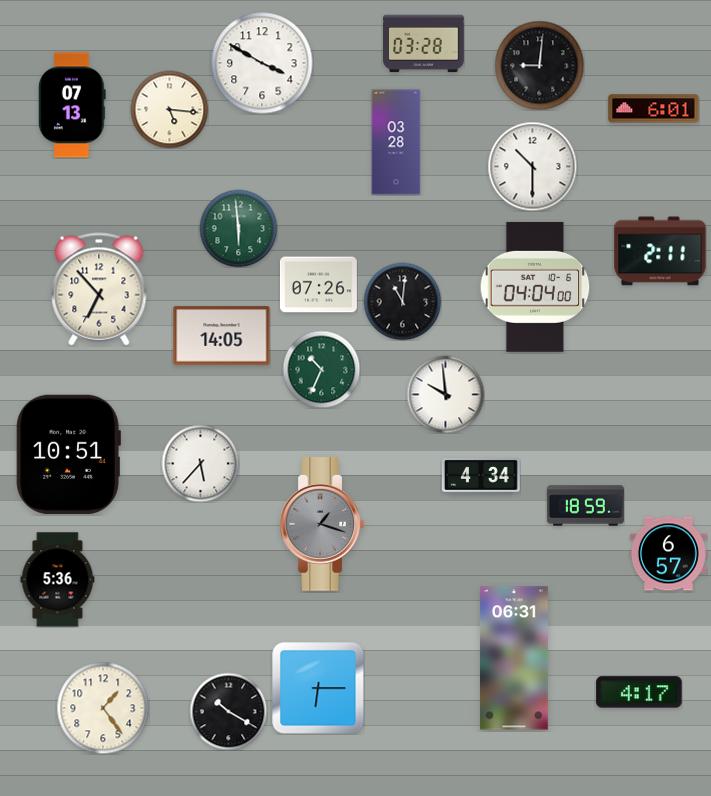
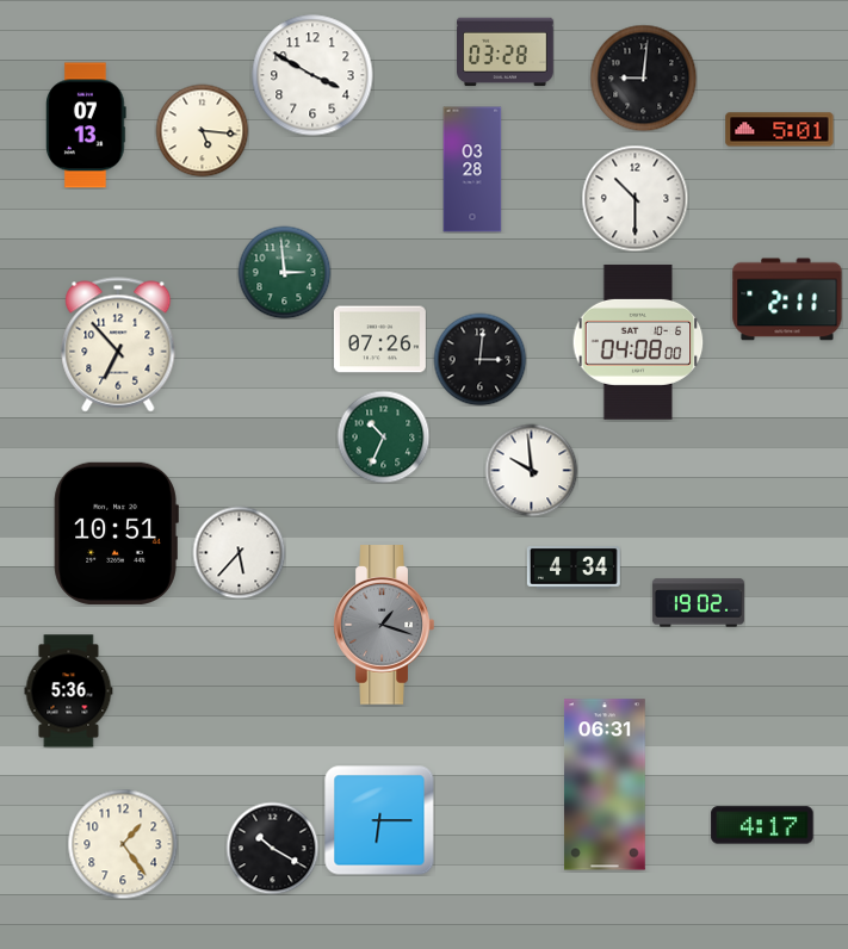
clock at (654, 109): 6:01 -> 5:01
clock at (238, 228): 5:59 -> 2:59
clock at (535, 287): 04:04 -> 04:08
clock at (402, 301): 11:01 -> 3:01
clock at (222, 336): 14:05 -> none
clock at (321, 369) position: (321, 369) -> (383, 436)
clock at (68, 454) position: (68, 454) -> (116, 533)
clock at (585, 506): 18:59 -> 19:02
clock at (668, 554): 6:57 -> none
clock at (514, 658) position: (514, 658) -> (605, 784)
